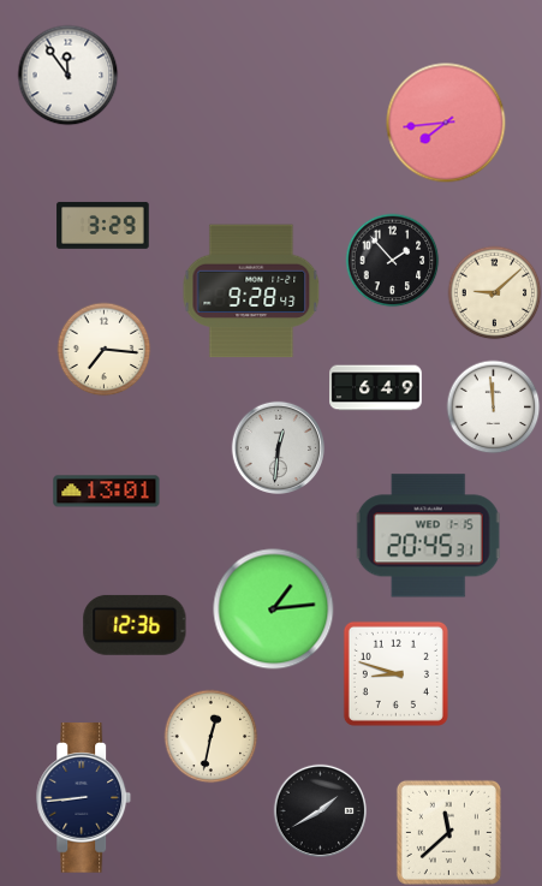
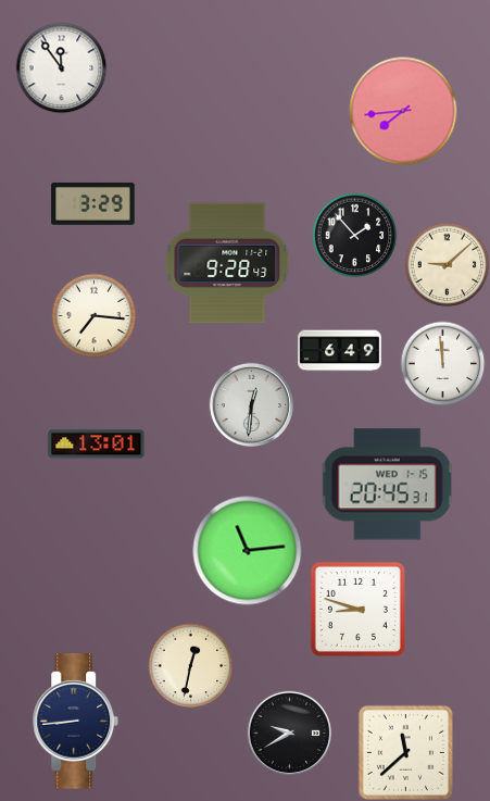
clock at (493, 406) position: (493, 406) -> (442, 363)
clock at (274, 610): 1:14 -> 11:14
clock at (135, 625): 12:36 -> none
clock at (320, 810): 1:40 -> 9:40
